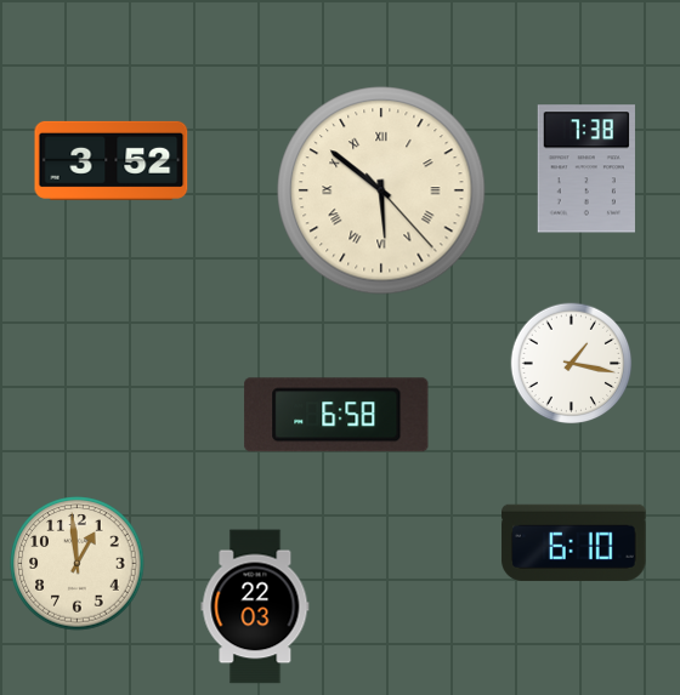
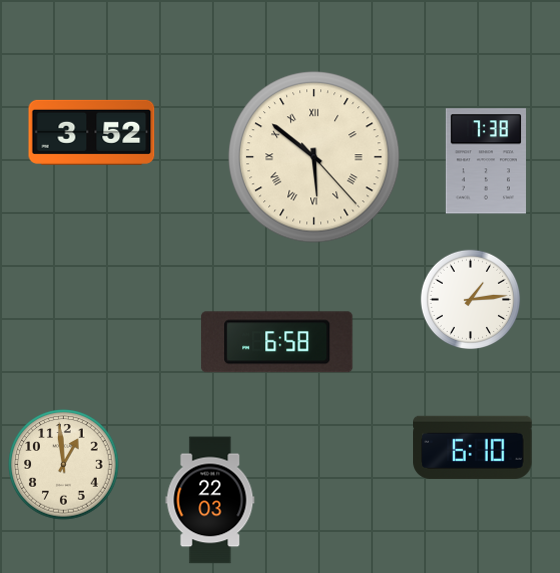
clock at (586, 169) position: (586, 169) -> (486, 161)
clock at (572, 364): 1:17 -> 1:14
